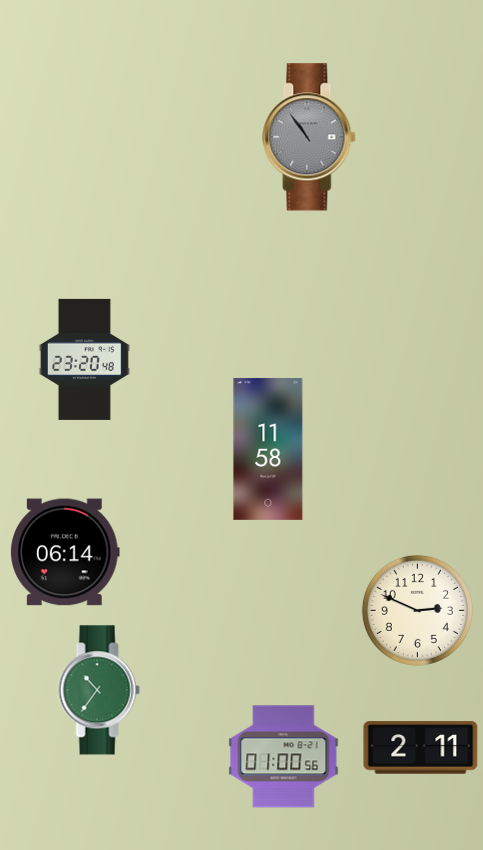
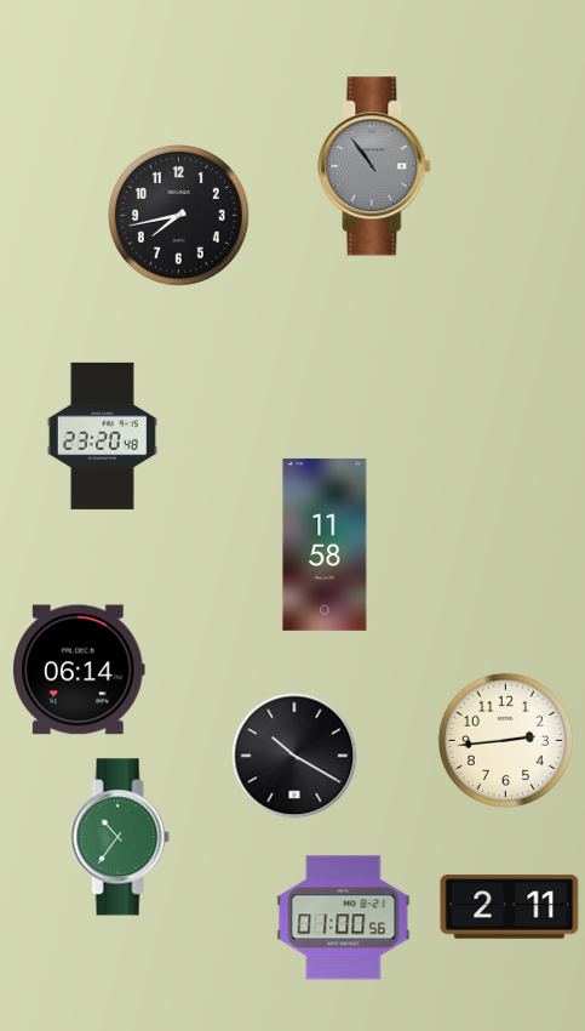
clock at (178, 215): none -> 7:43
clock at (417, 610): 2:49 -> 2:44
clock at (294, 756): none -> 10:20
